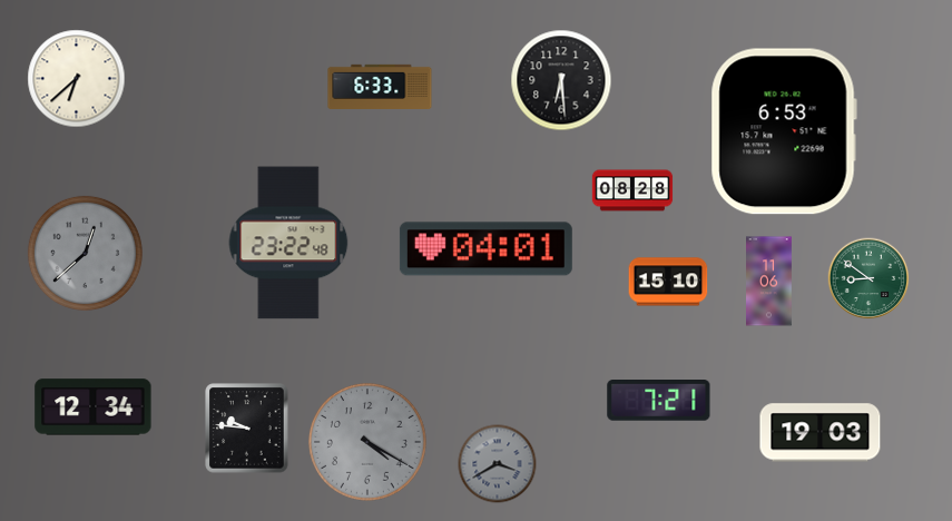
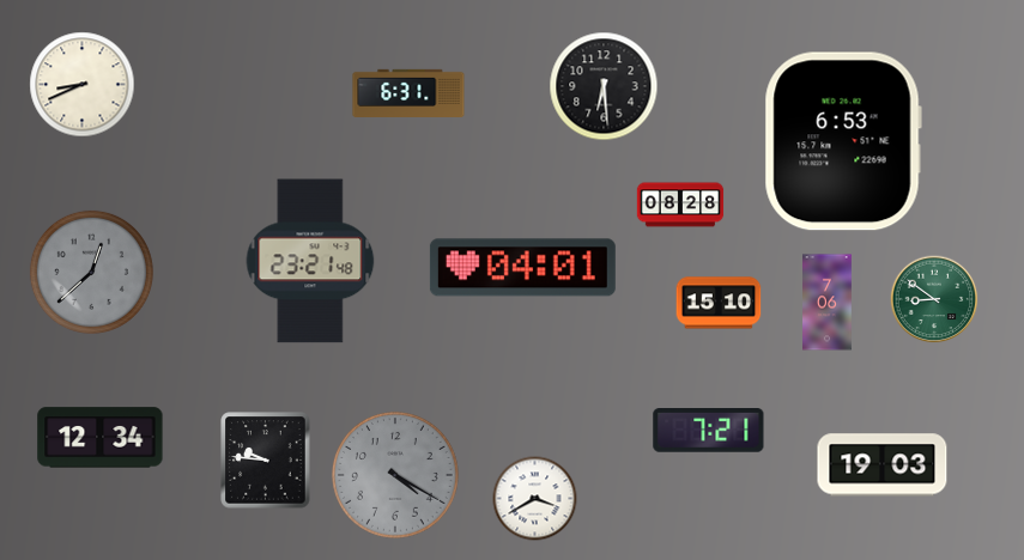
clock at (77, 79): 6:38 -> 8:41
clock at (380, 86): 6:33 -> 6:31
clock at (288, 243): 23:22 -> 23:21
clock at (769, 282): 11:06 -> 7:06
clock at (498, 464) dial: grey -> white
